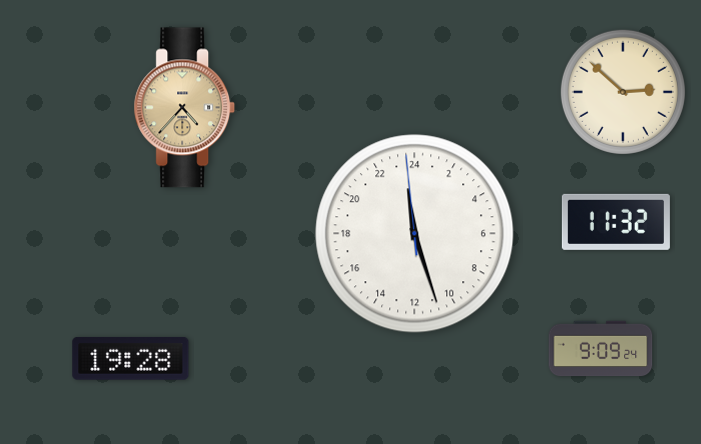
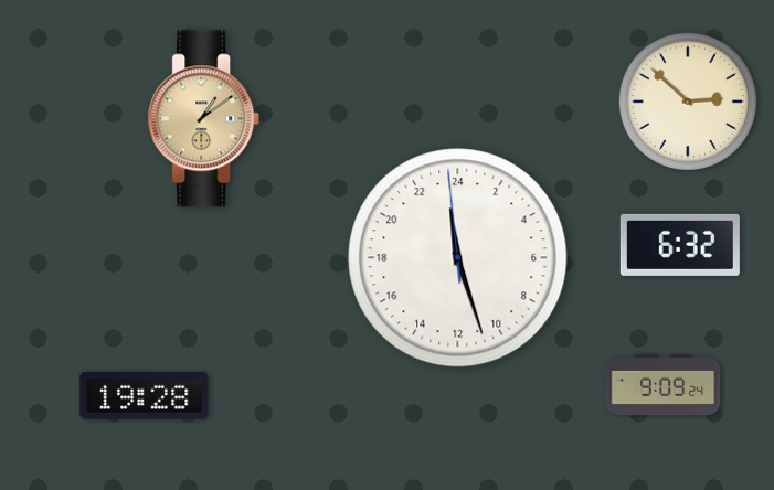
clock at (185, 108): 4:37 -> 1:09
clock at (616, 222): 11:32 -> 6:32
